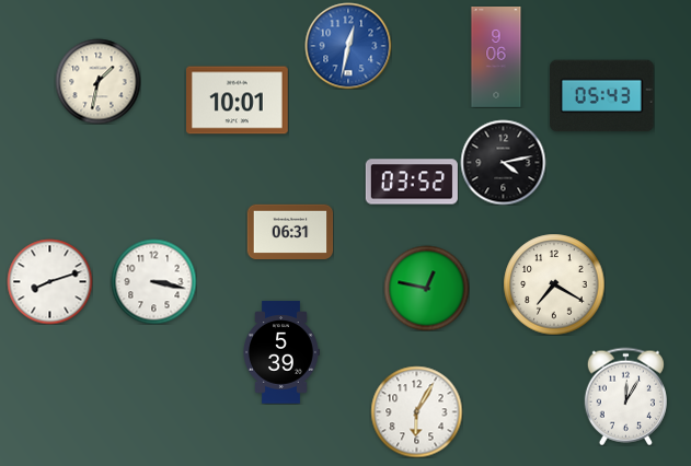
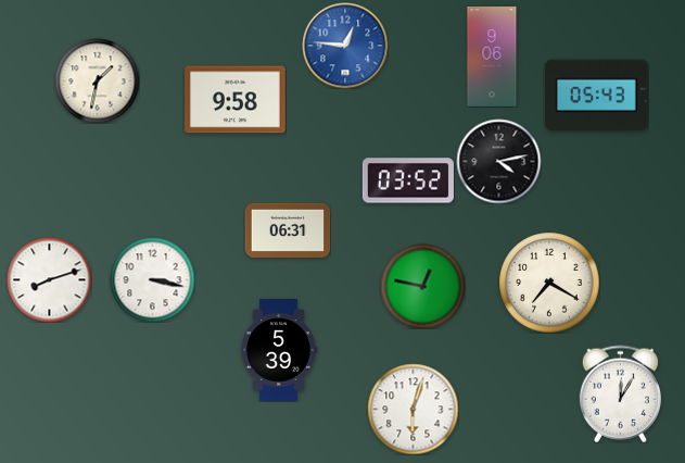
clock at (348, 46): 12:32 -> 12:46
clock at (238, 101): 10:01 -> 9:58
clock at (416, 411): 6:05 -> 6:03
